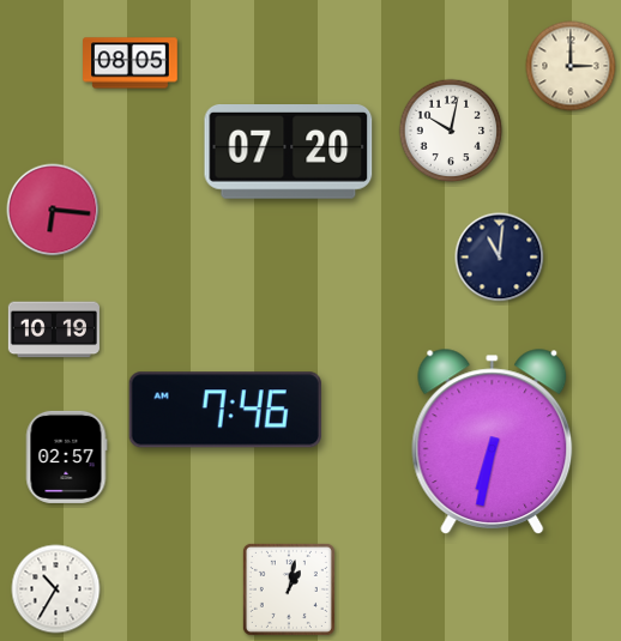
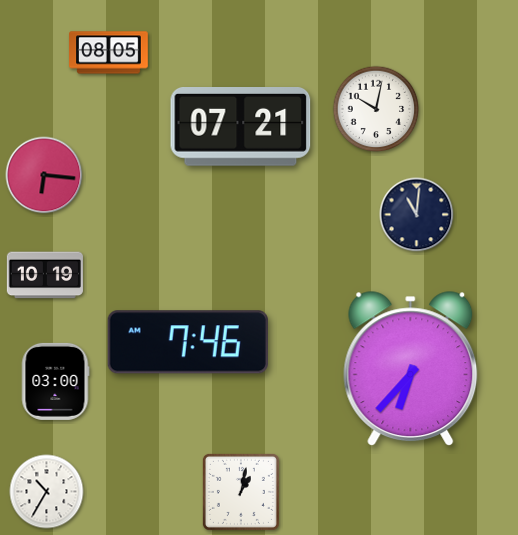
clock at (571, 66): 3:00 -> none
clock at (289, 152): 07:20 -> 07:21
clock at (493, 442): 6:32 -> 6:37
clock at (66, 456): 02:57 -> 03:00
